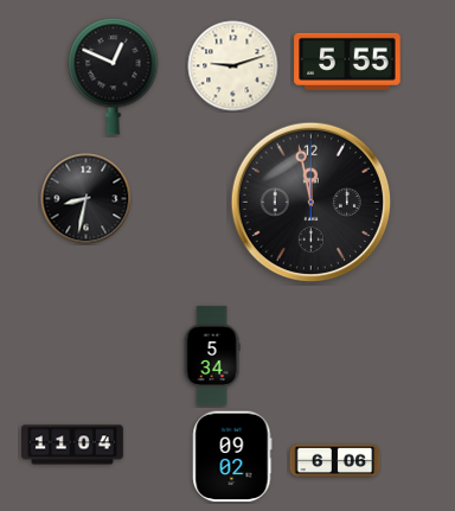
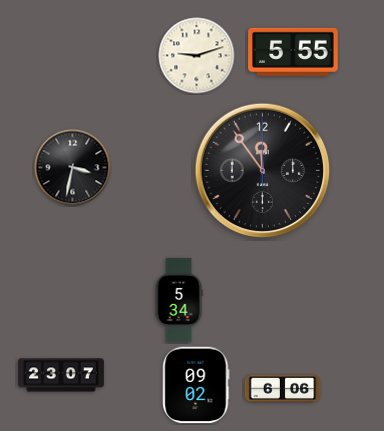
clock at (114, 77): 12:49 -> none
clock at (86, 199): 8:32 -> 3:32
clock at (310, 202): 11:58 -> 11:54
clock at (73, 445): 11:04 -> 23:07
